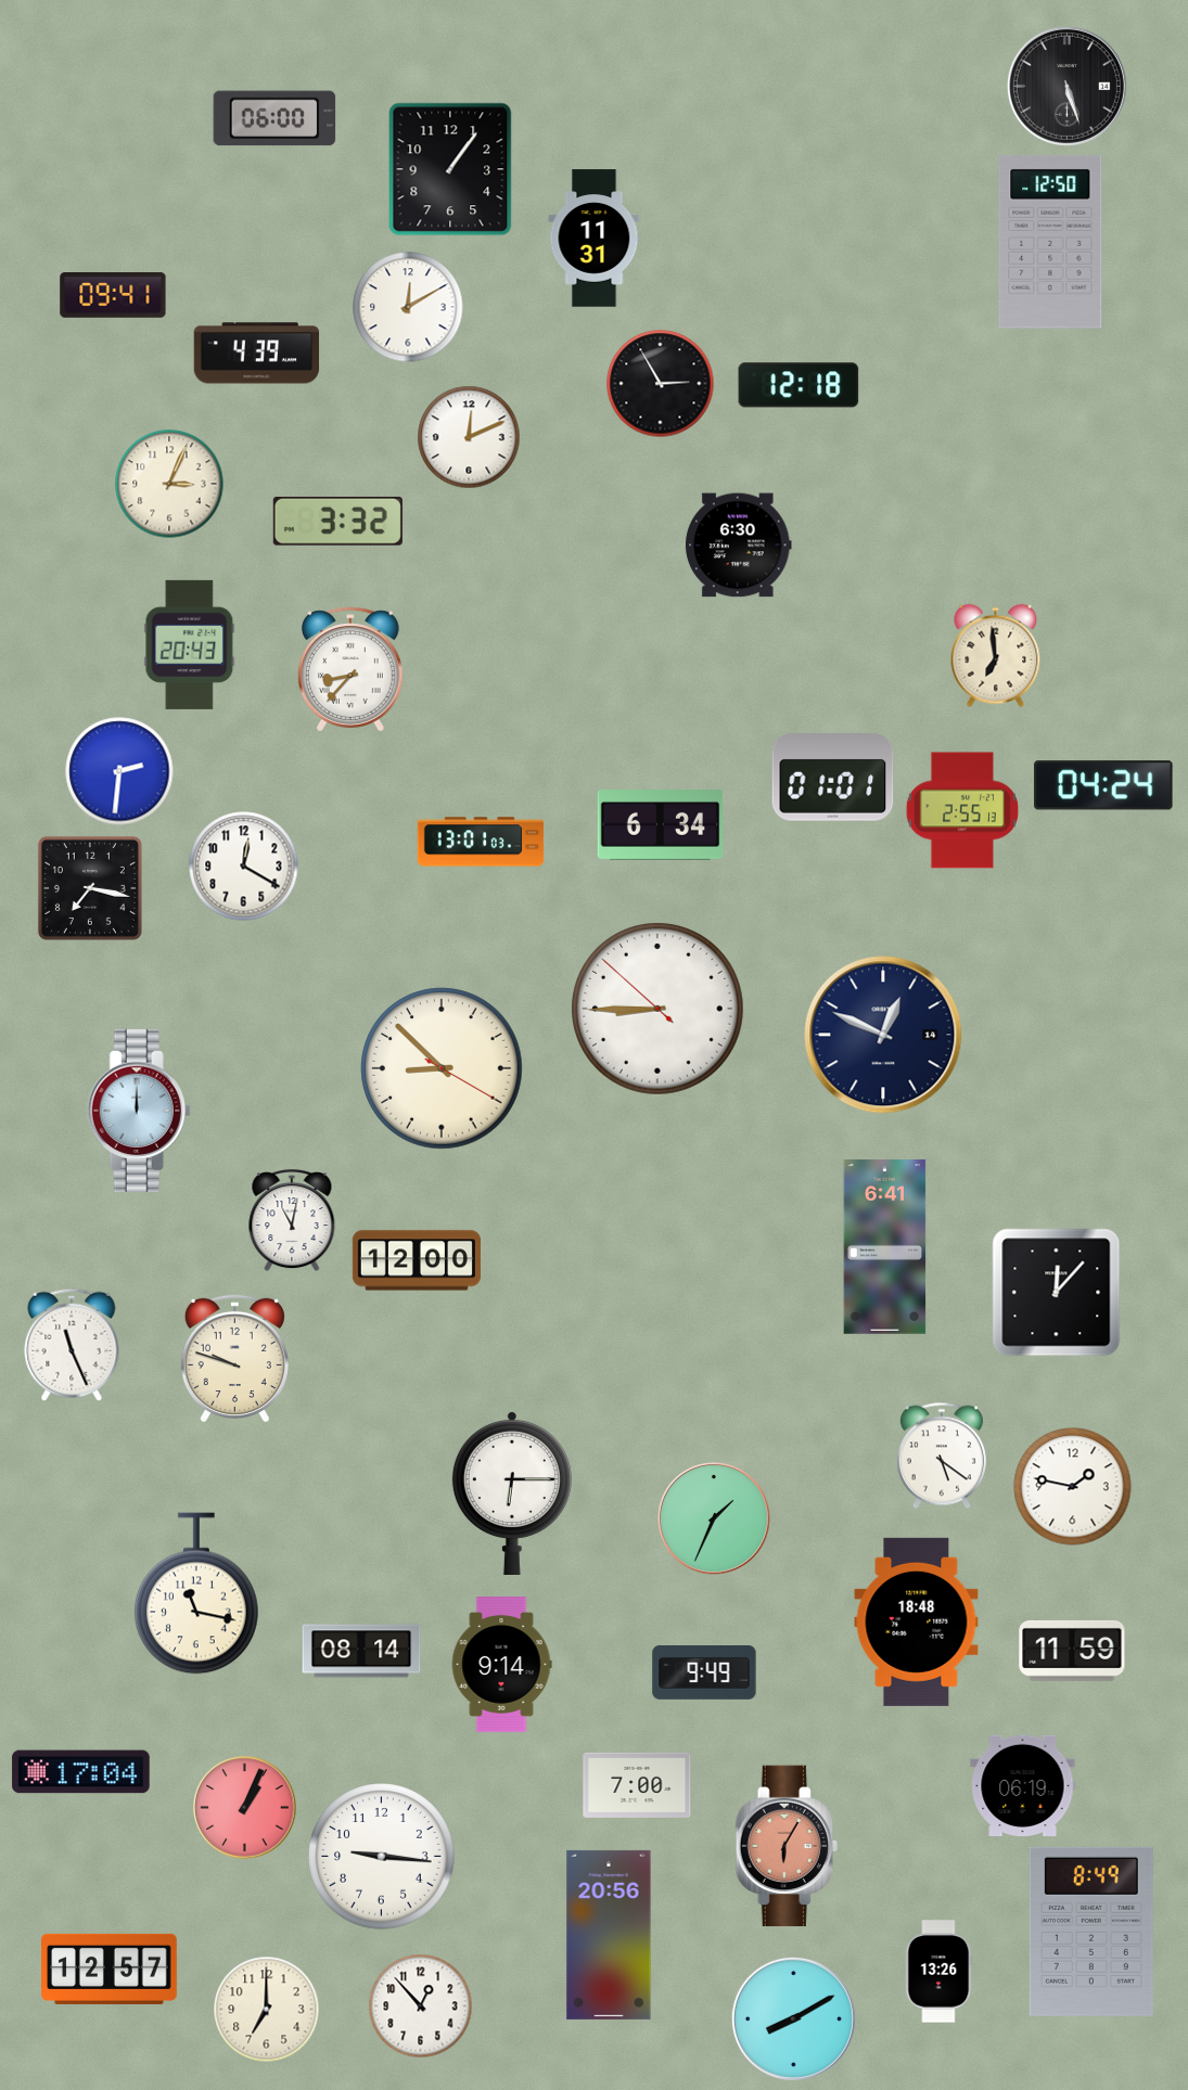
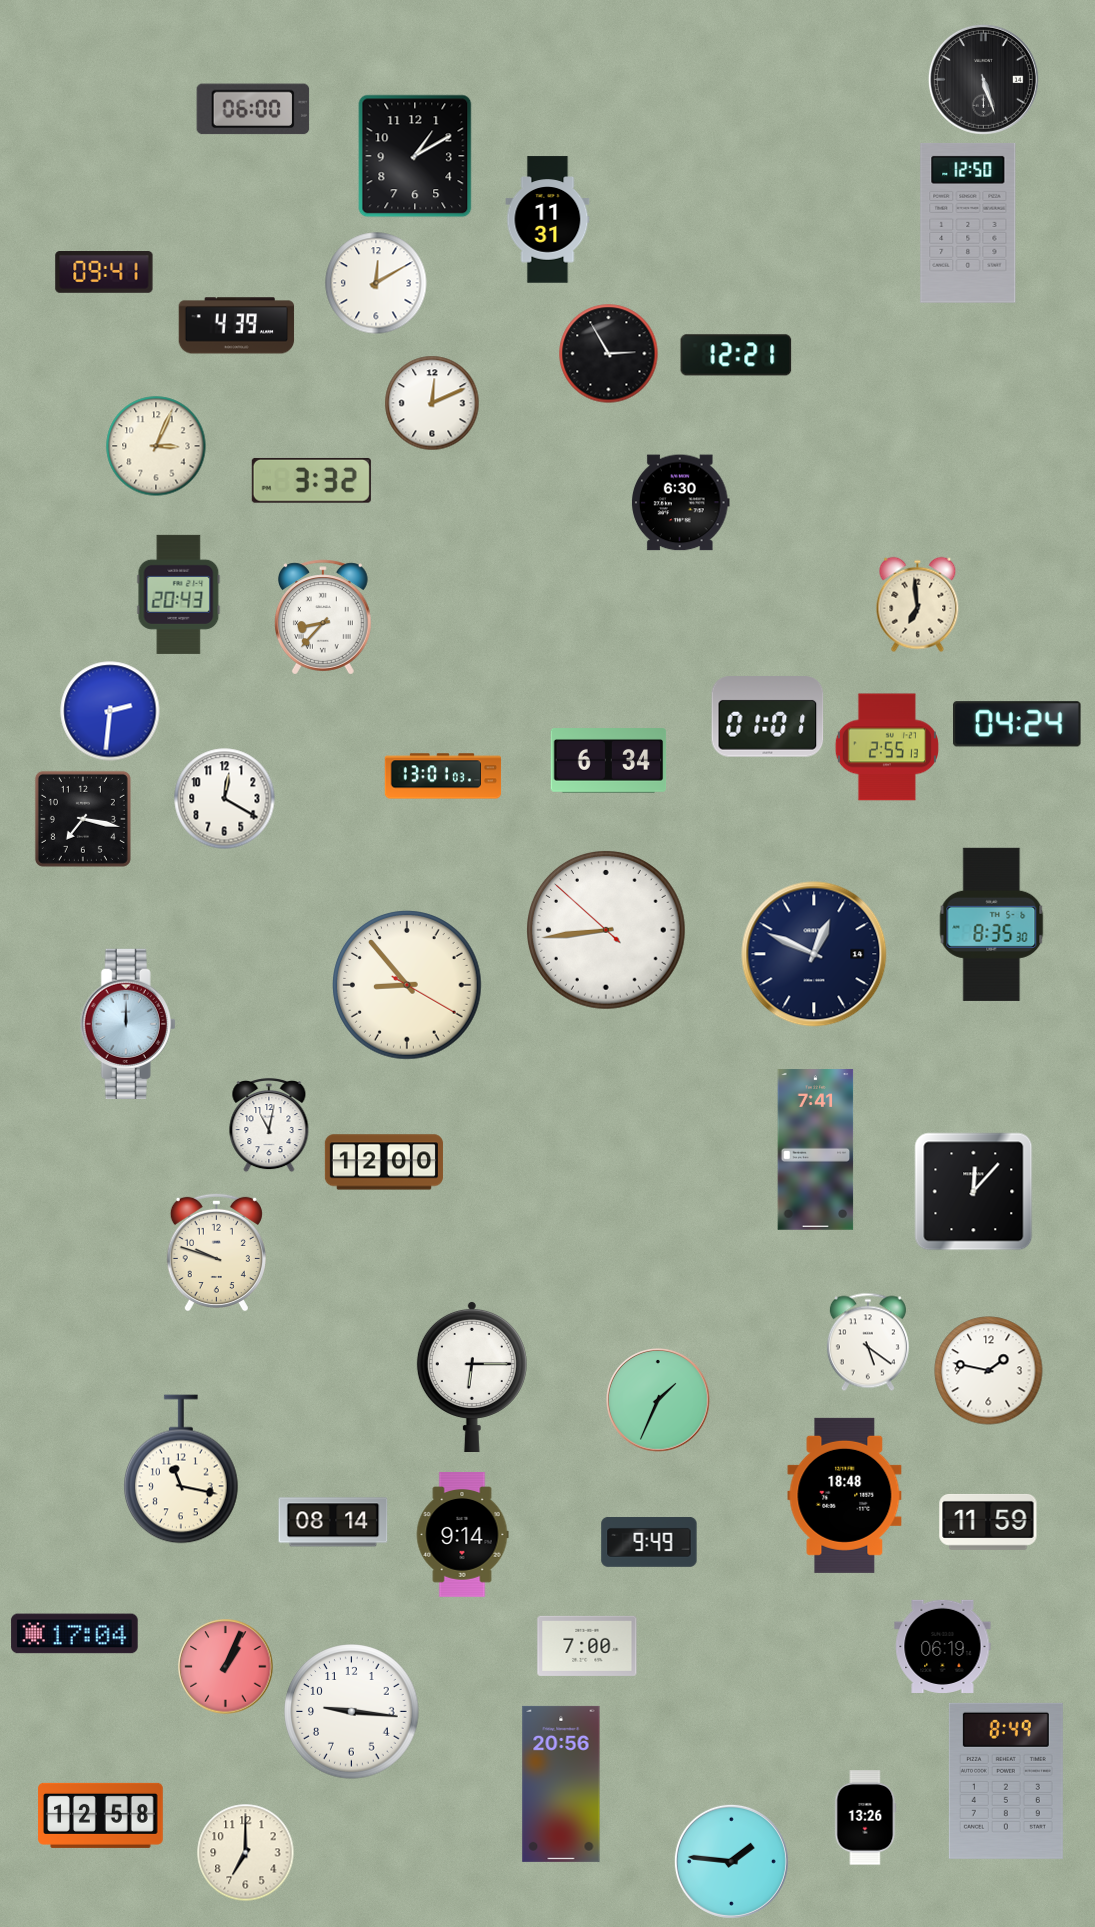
clock at (450, 169): 1:06 -> 1:10
clock at (799, 385): 12:18 -> 12:21
clock at (190, 644) position: (190, 644) -> (179, 594)
clock at (992, 924): none -> 8:35
clock at (659, 1010): 8:44 -> 8:43
clock at (442, 1068): 8:52 -> 8:53
clock at (885, 1247): 6:41 -> 7:41
clock at (72, 1345): 11:26 -> none
clock at (787, 1846): 6:05 -> none
clock at (110, 1969): 12:57 -> 12:58
clock at (421, 2006): 12:53 -> none
clock at (793, 2018): 8:10 -> 1:46
